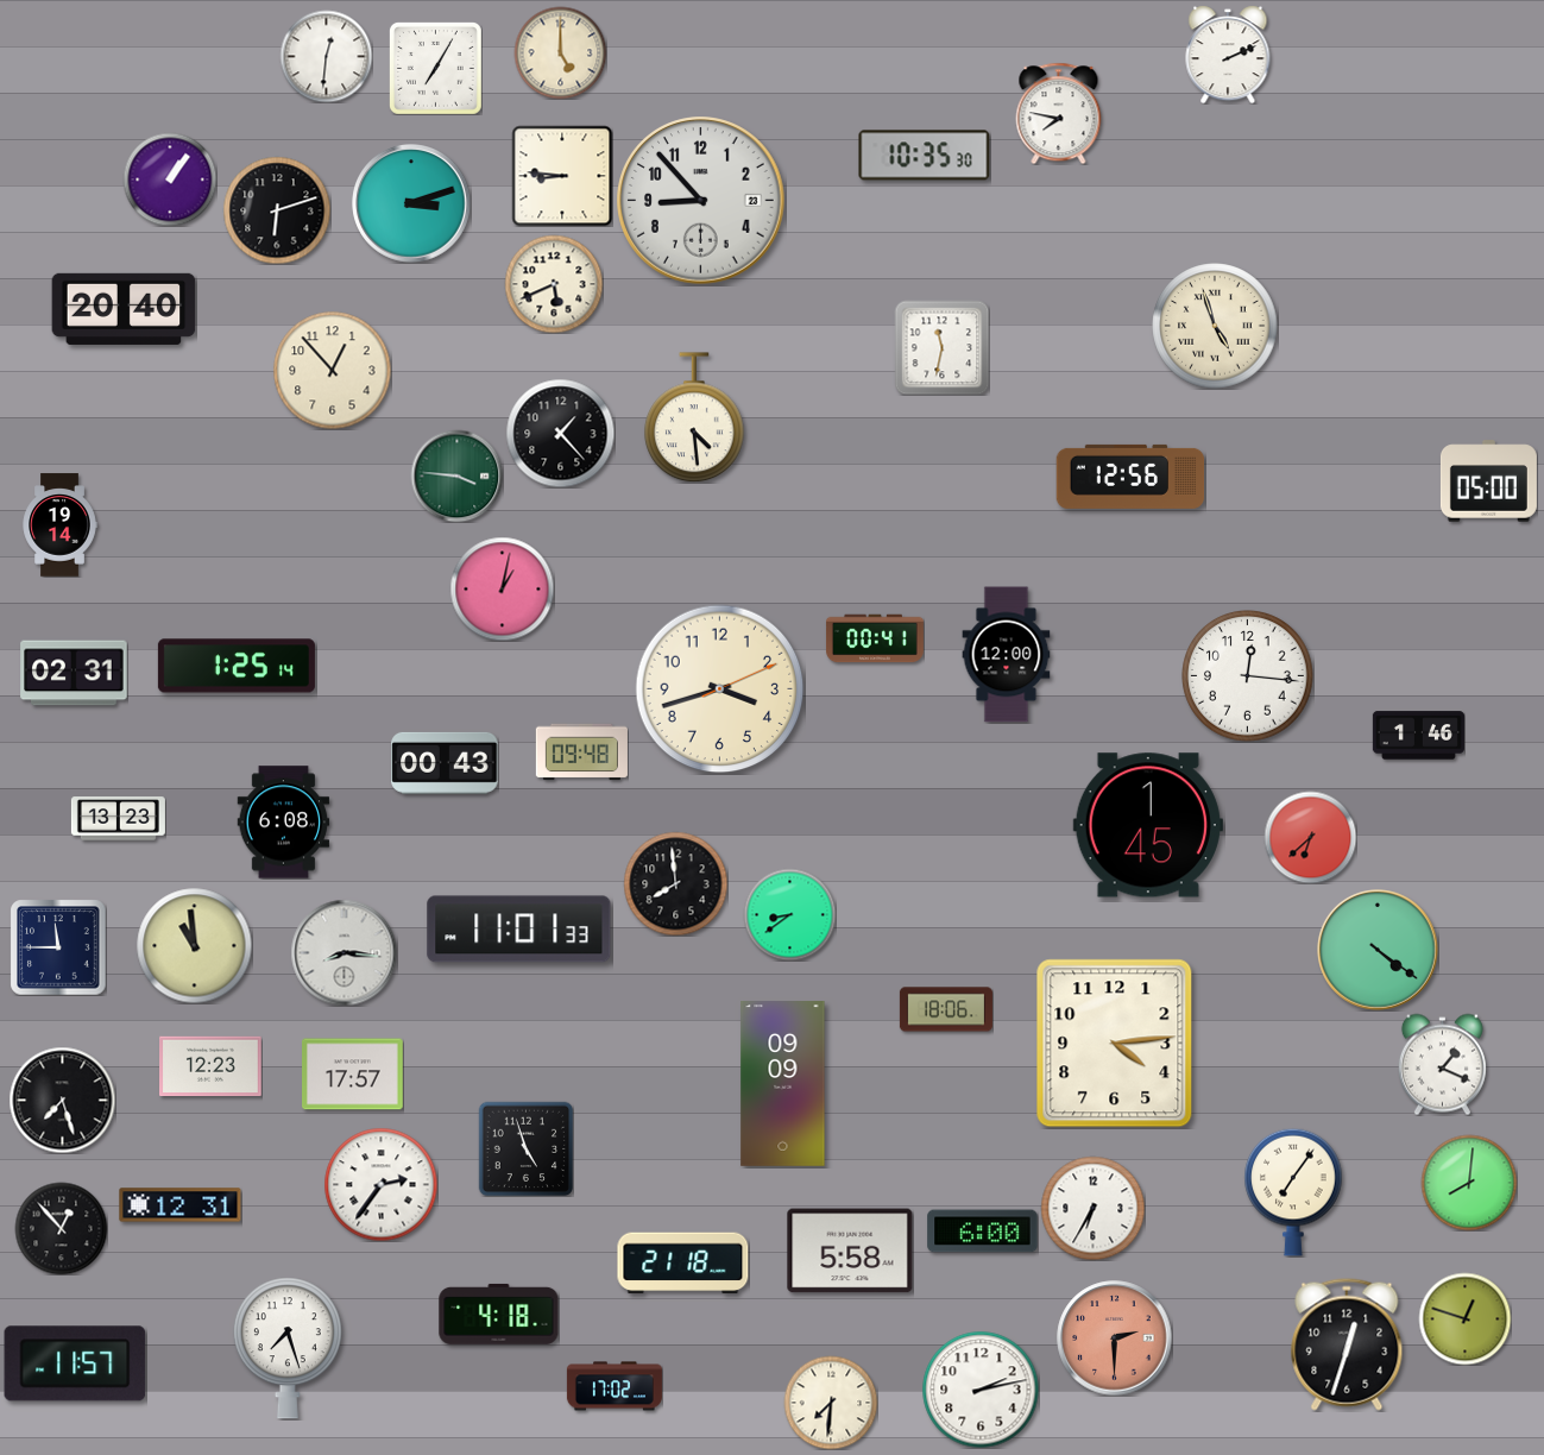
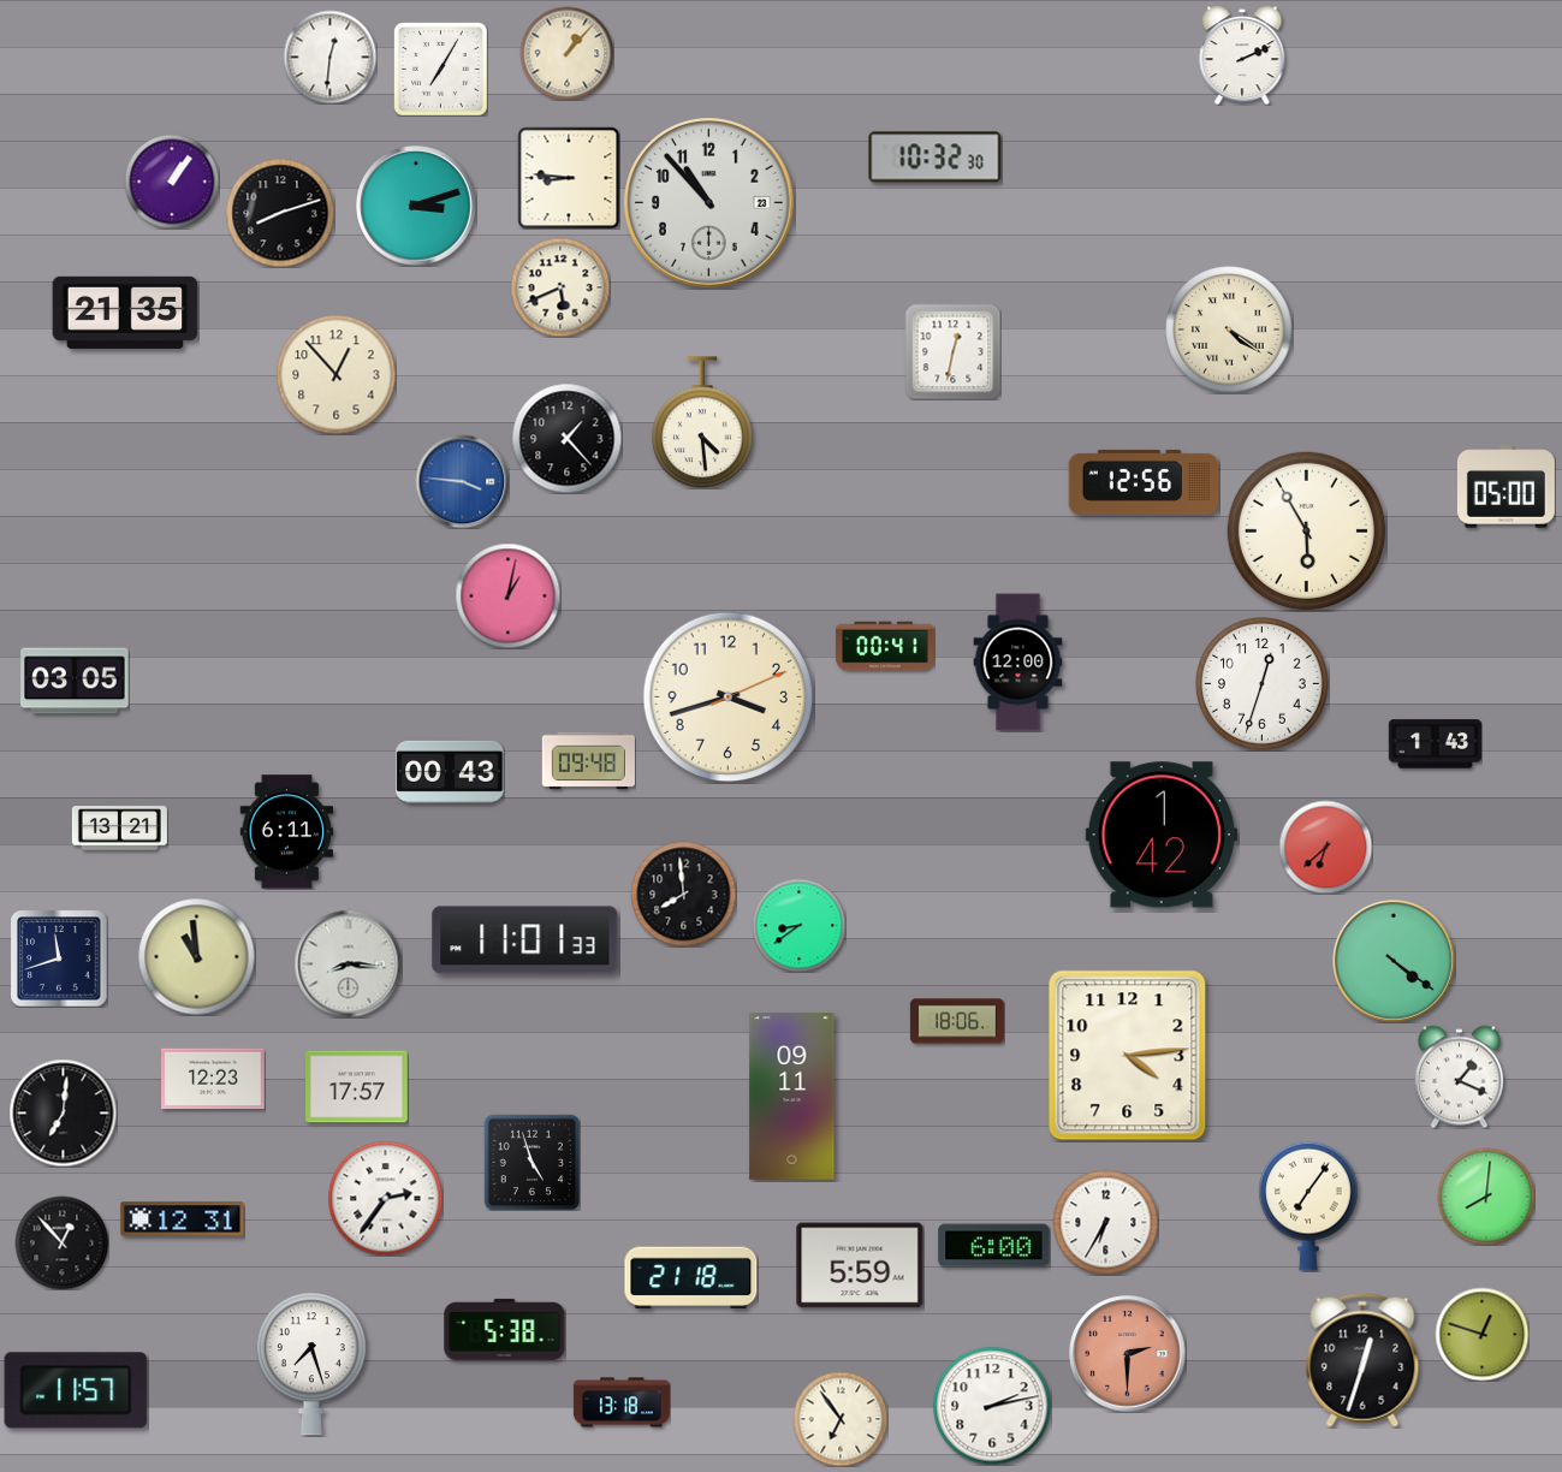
clock at (560, 52): 5:00 -> 1:07
clock at (1059, 113): 7:47 -> none
clock at (925, 156): 10:35 -> 10:32
clock at (701, 201): 8:53 -> 10:53
clock at (277, 210): 6:12 -> 8:12
clock at (124, 309): 20:40 -> 21:35
clock at (1215, 326): 4:57 -> 4:21
clock at (941, 347): 11:32 -> 12:32
clock at (456, 475) dial: green -> blue
clock at (1306, 530): none -> 5:55
clock at (59, 525): 19:14 -> none
clock at (237, 666): 1:25 -> none
clock at (74, 673): 02:31 -> 03:05
clock at (1248, 676): 12:16 -> 12:33
clock at (1418, 736): 1:46 -> 1:43
clock at (118, 819): 13:23 -> 13:21
clock at (284, 823): 6:08 -> 6:11
clock at (1148, 825): 1:45 -> 1:42
clock at (58, 947): 11:45 -> 11:42
clock at (783, 1084): 09:09 -> 09:11
clock at (62, 1100): 7:27 -> 7:01
clock at (850, 1251): 5:58 -> 5:59
clock at (499, 1314): 4:18 -> 5:38
clock at (288, 1348) position: (288, 1348) -> (311, 1364)
clock at (75, 1363) position: (75, 1363) -> (76, 1390)
clock at (615, 1386): 17:02 -> 13:18
clock at (831, 1403): 7:31 -> 6:54
